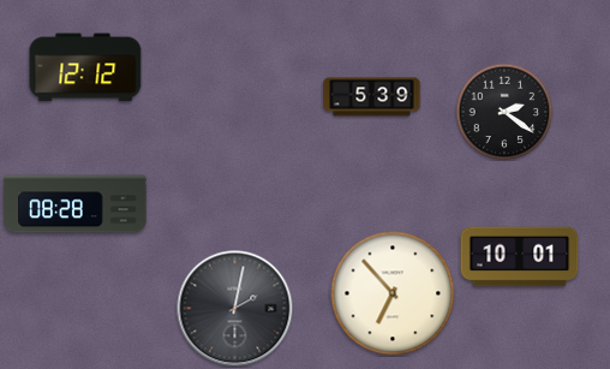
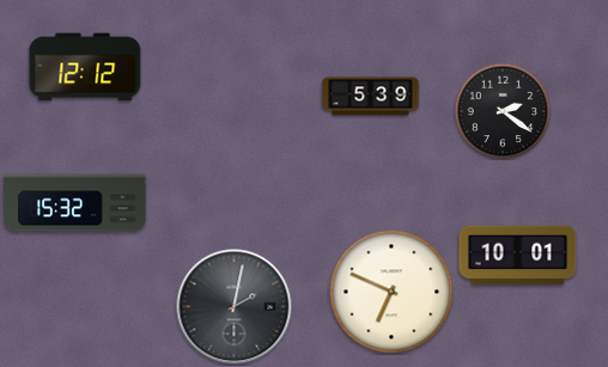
clock at (76, 204): 08:28 -> 15:32
clock at (393, 293): 6:53 -> 6:49
